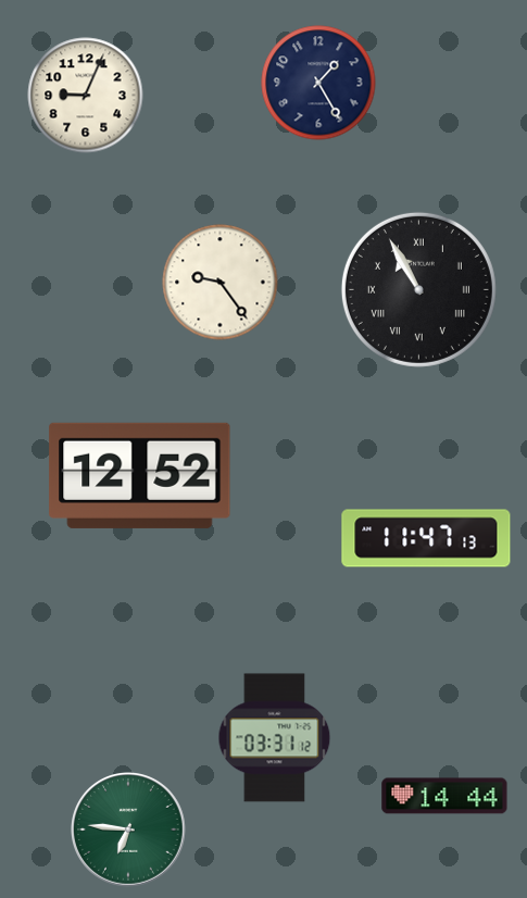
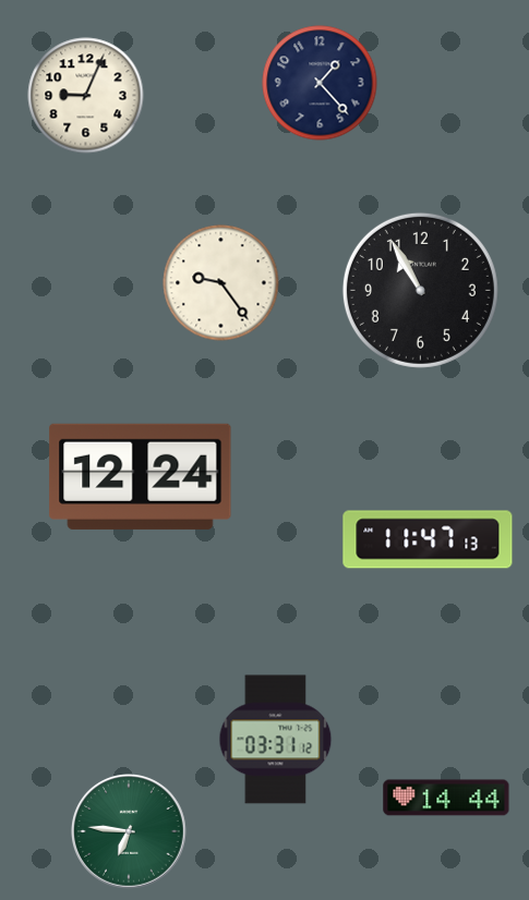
clock at (318, 83): 1:25 -> 1:23
clock at (418, 289) numerals: Roman -> Arabic
clock at (140, 475): 12:52 -> 12:24
